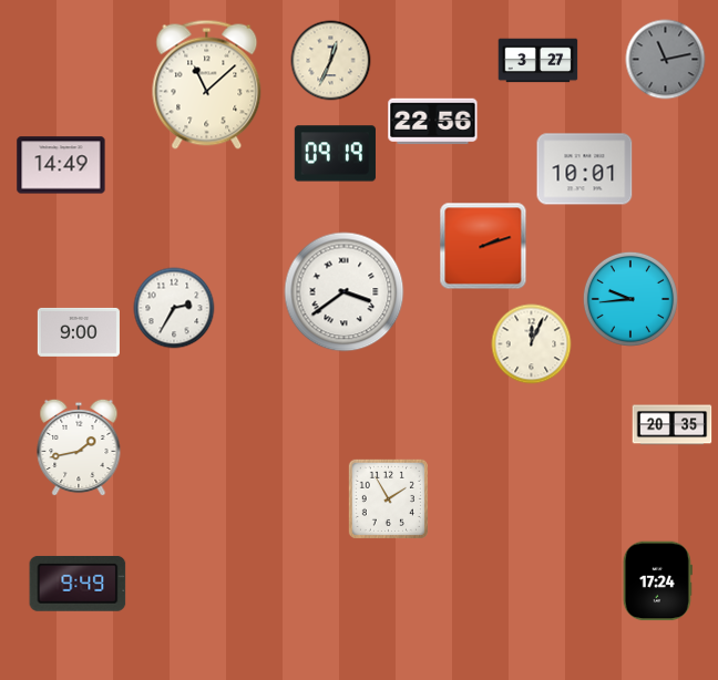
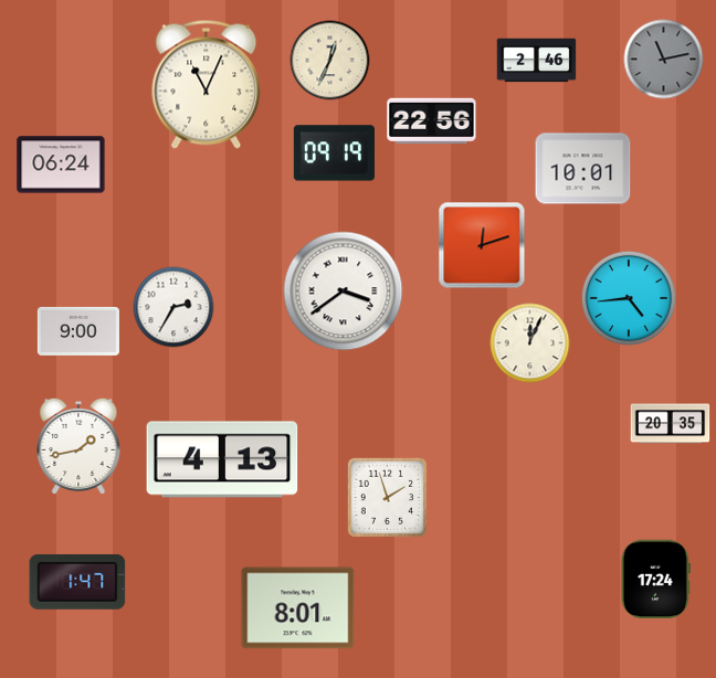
clock at (538, 61): 3:27 -> 2:46
clock at (207, 84): 11:08 -> 11:04
clock at (61, 165): 14:49 -> 06:24
clock at (483, 246): 2:12 -> 12:12
clock at (630, 299): 9:44 -> 4:44
clock at (222, 459): none -> 4:13
clock at (388, 498): 1:55 -> 1:57
clock at (78, 584): 9:49 -> 1:47
clock at (298, 608): none -> 8:01
